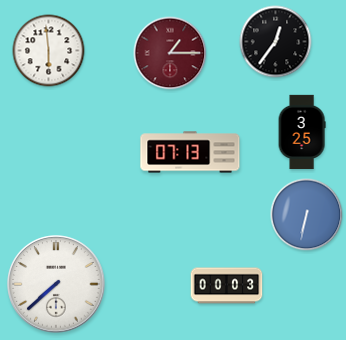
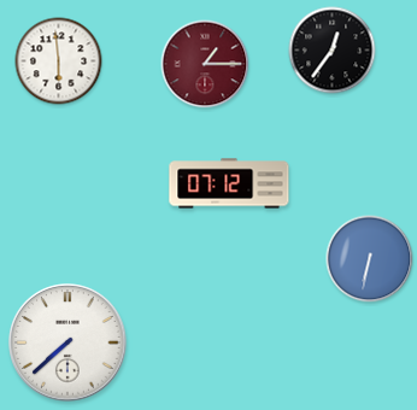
clock at (302, 132): 3:25 -> none
clock at (190, 152): 07:13 -> 07:12
clock at (227, 286): 00:03 -> none
